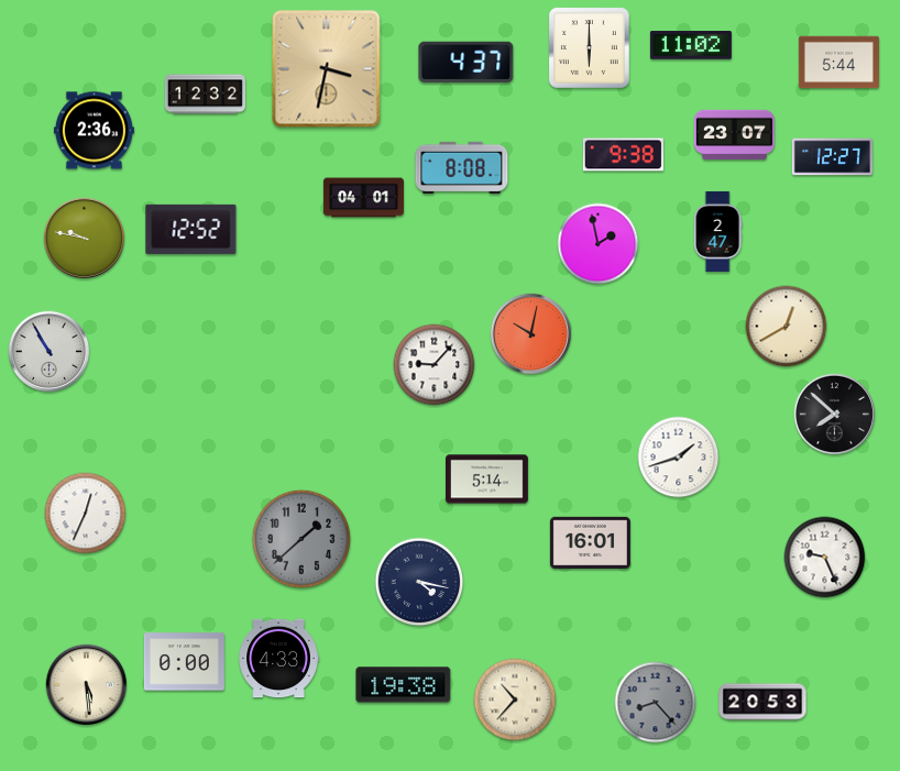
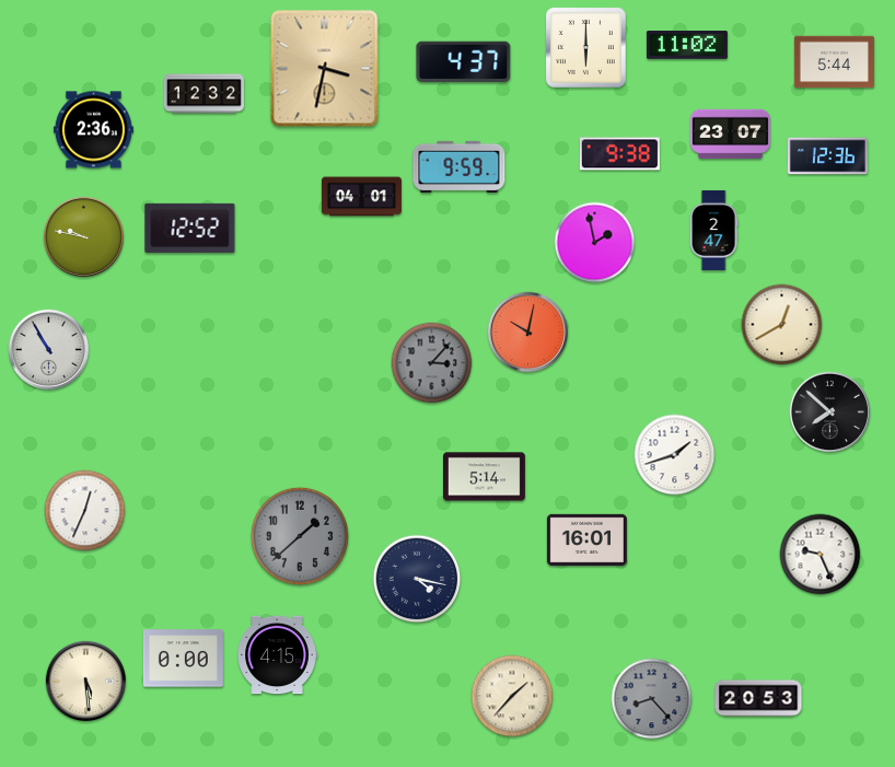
clock at (832, 157): 12:27 -> 12:36
clock at (462, 167): 8:08 -> 9:59
clock at (435, 365): 9:07 -> 3:07
clock at (435, 365) dial: white -> grey
clock at (278, 659): 4:33 -> 4:15
clock at (404, 685): 19:38 -> none
clock at (515, 700): 10:37 -> 1:37
